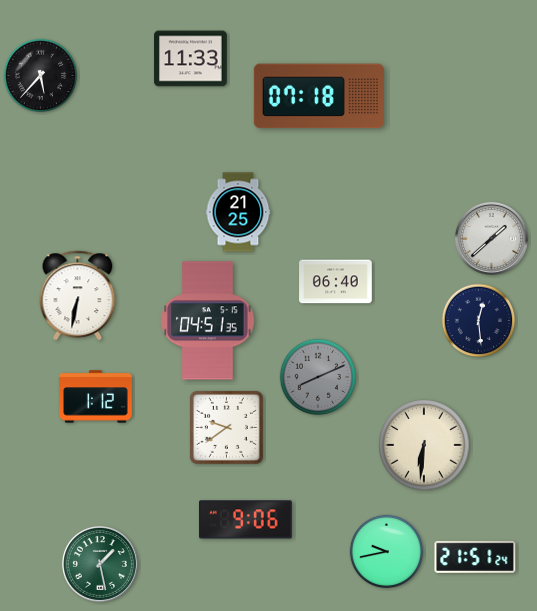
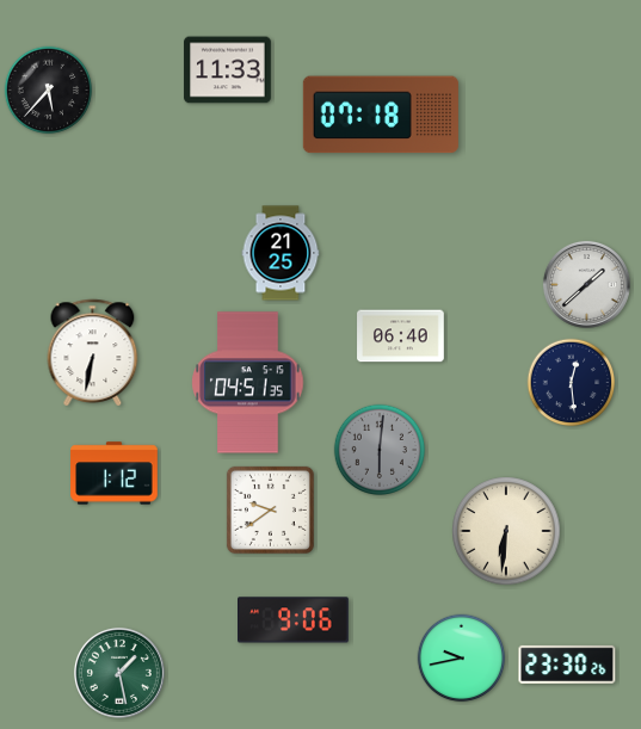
clock at (238, 212) position: (238, 212) -> (281, 253)
clock at (318, 377): 8:11 -> 6:01
clock at (475, 557): 21:51 -> 23:30
